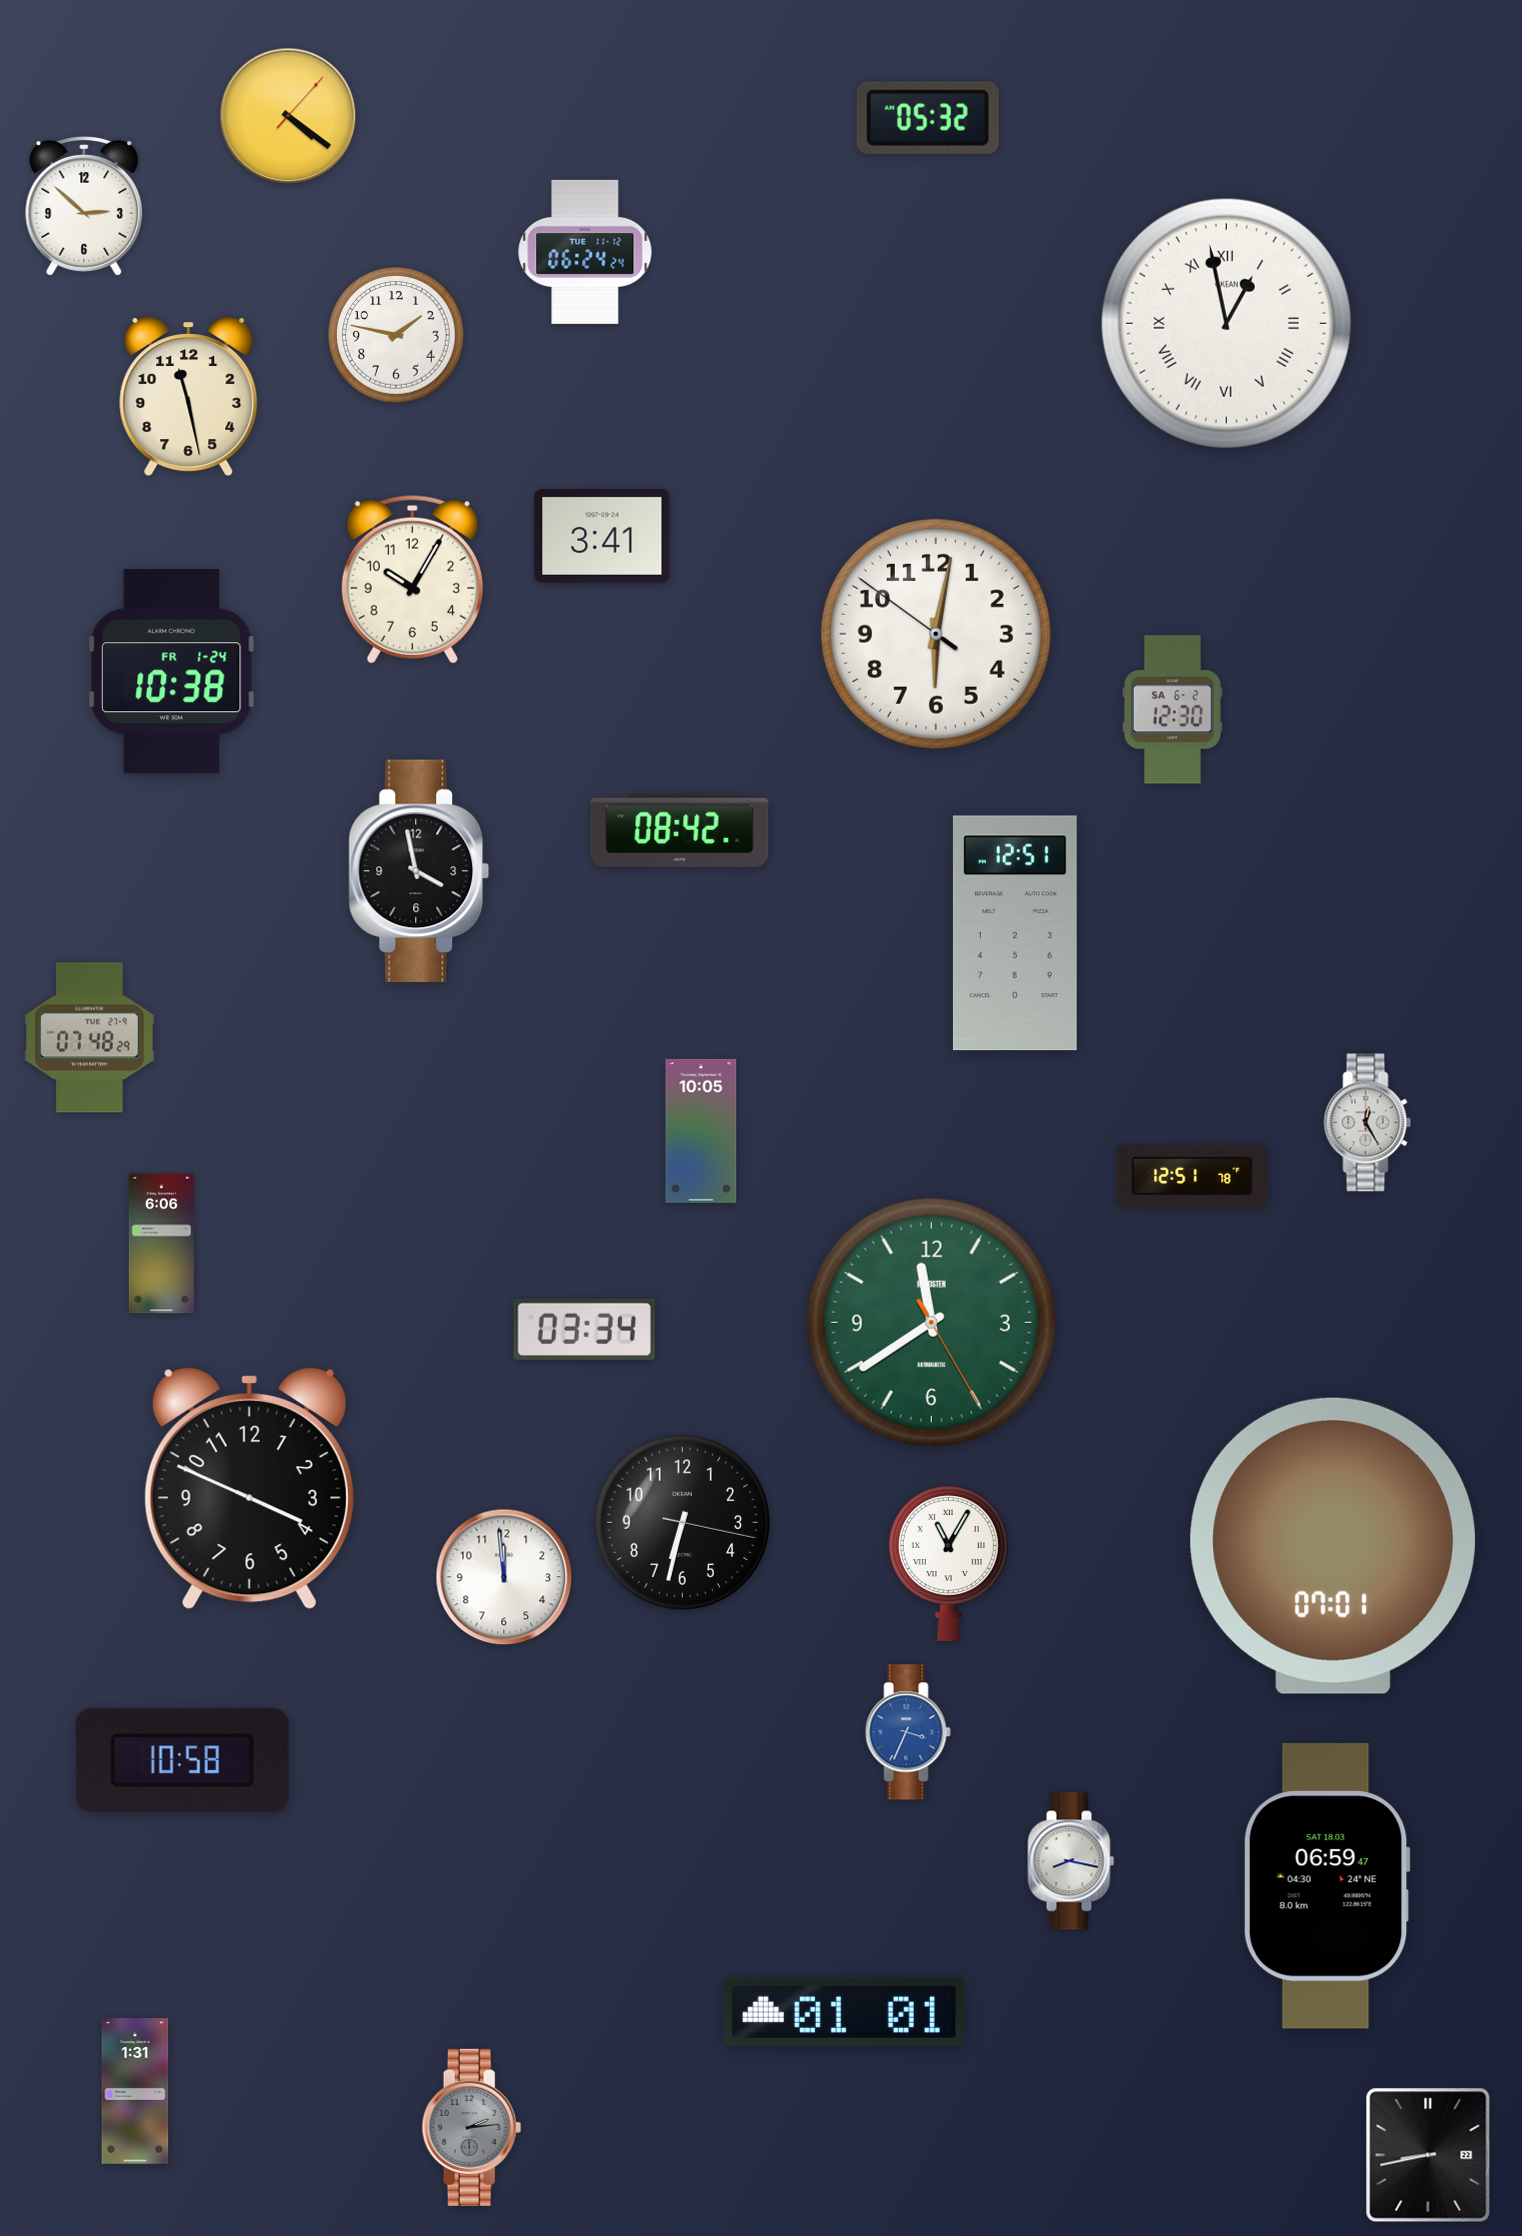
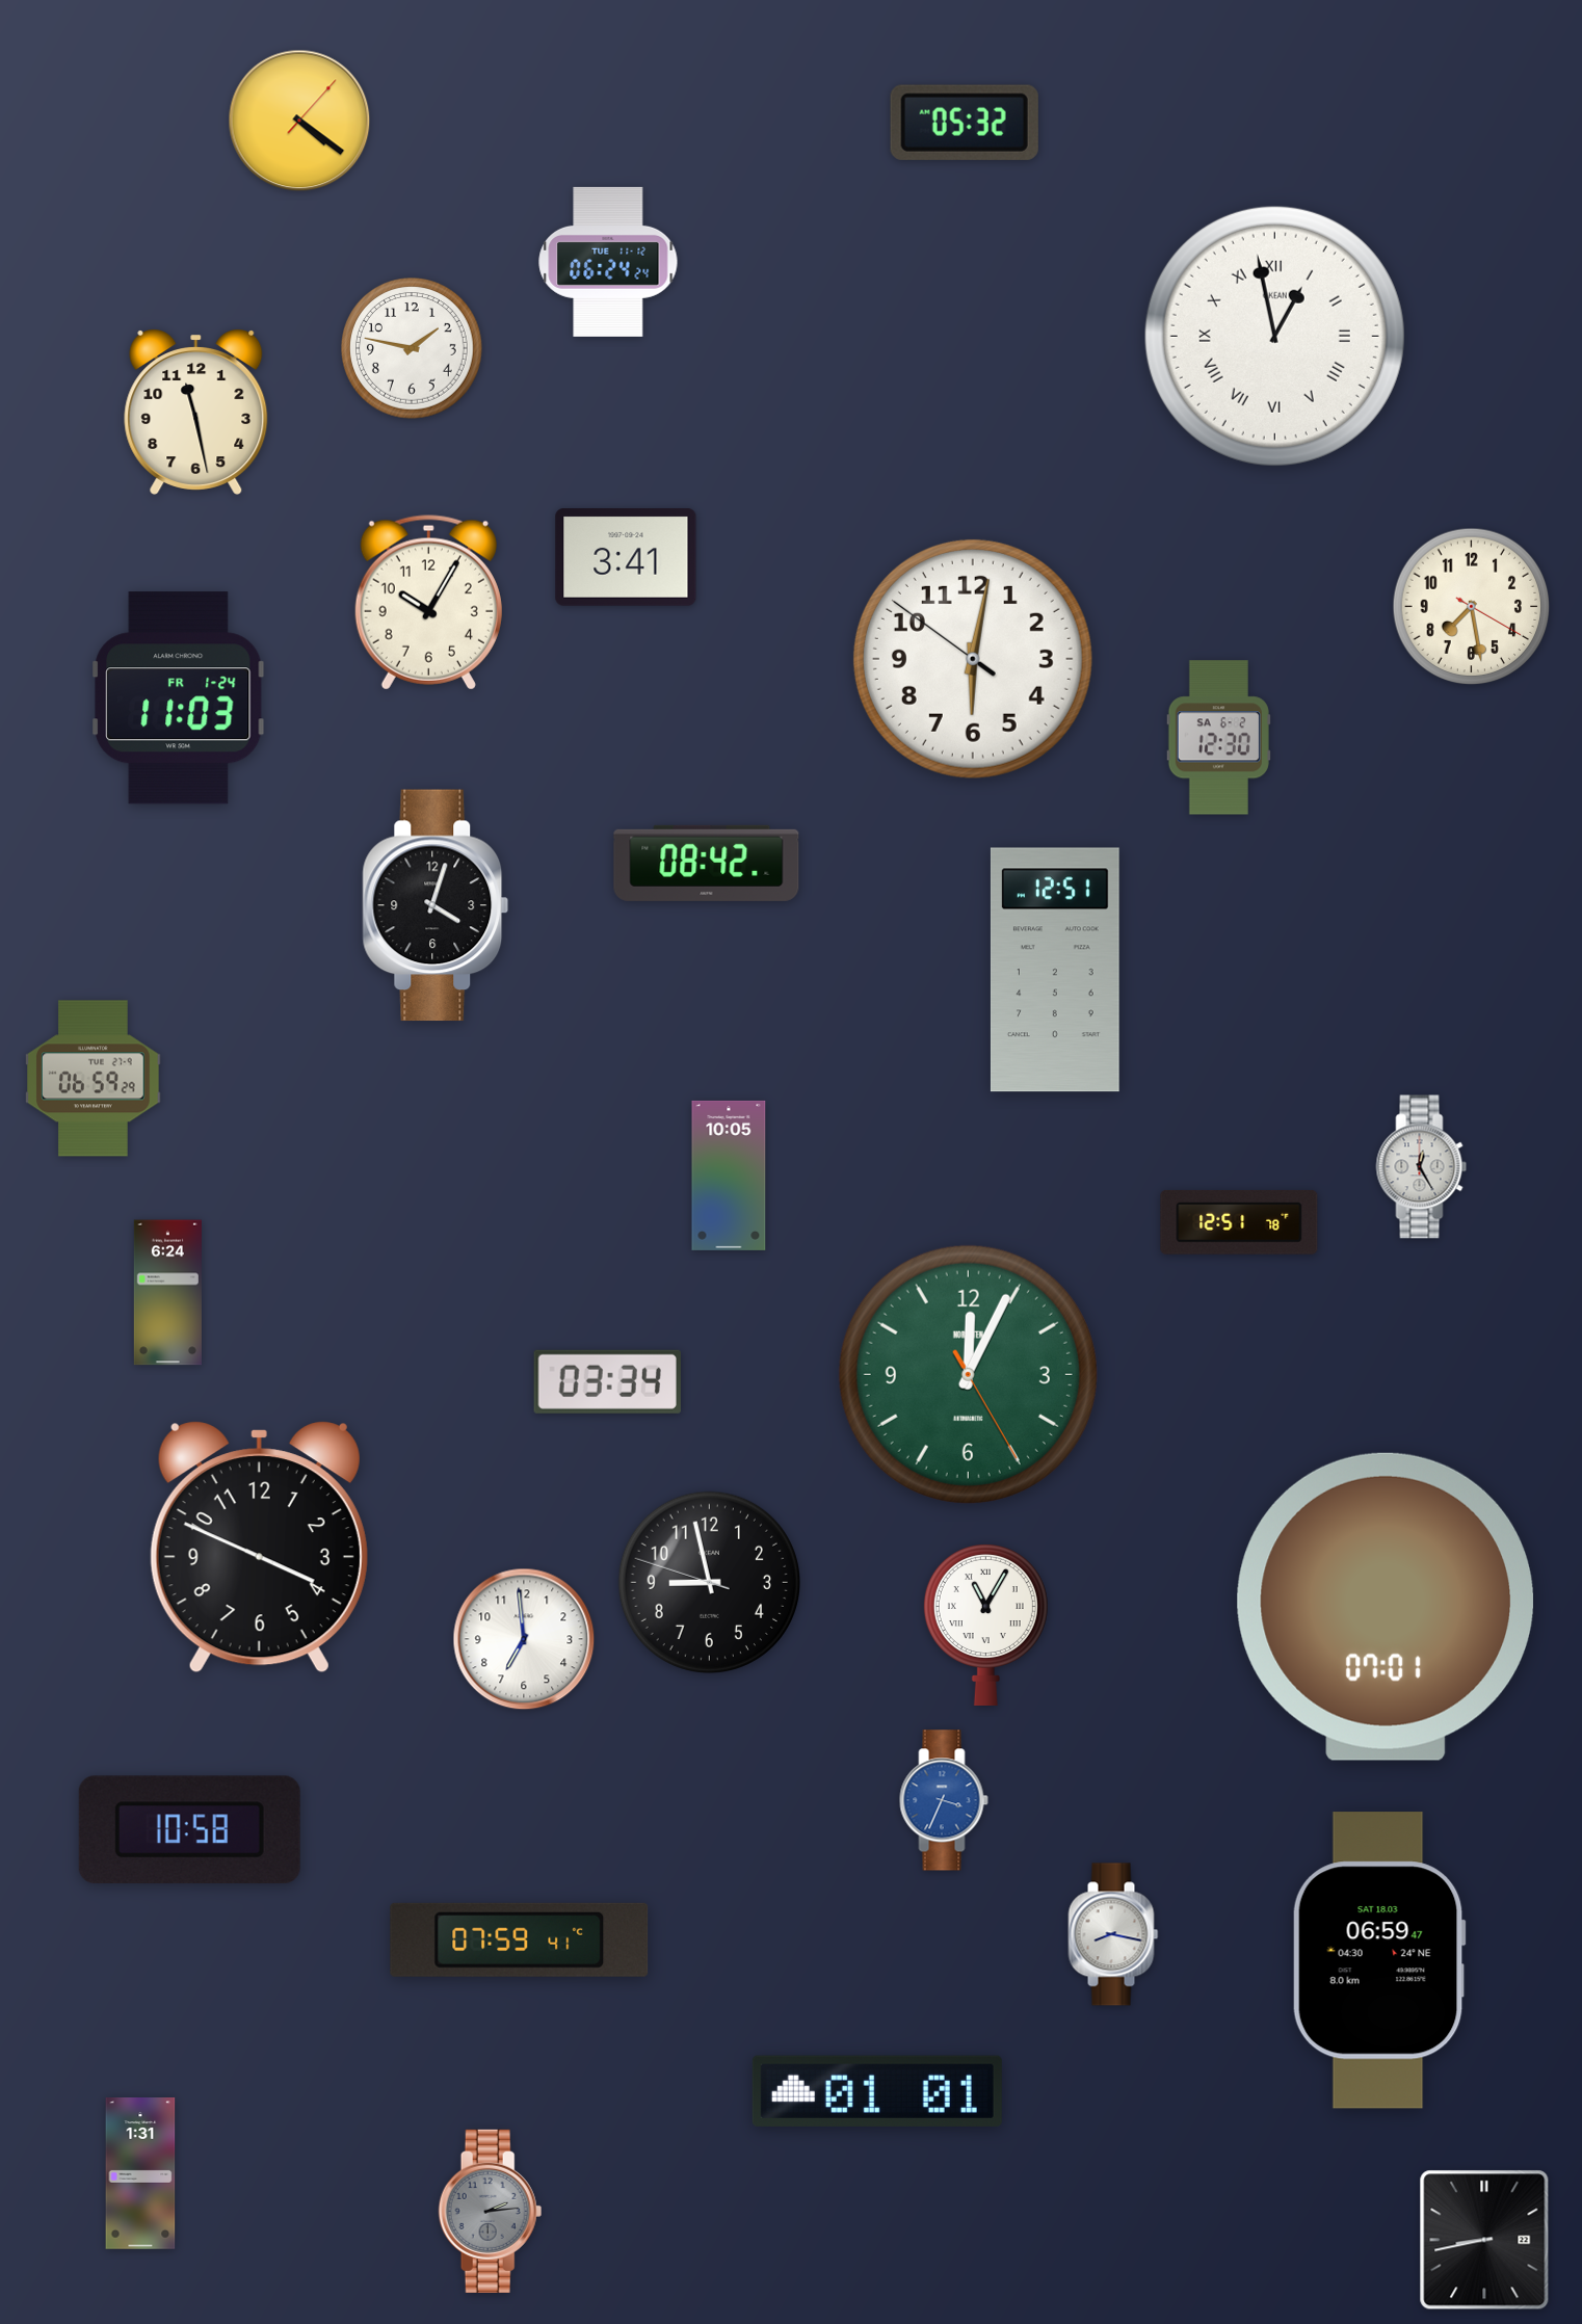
clock at (84, 207): 2:52 -> none
clock at (1472, 607): none -> 7:28
clock at (172, 672): 10:38 -> 11:03
clock at (419, 871): 3:58 -> 4:03
clock at (90, 1038): 07:48 -> 06:59
clock at (161, 1244): 6:06 -> 6:24
clock at (931, 1322): 11:39 -> 12:04
clock at (682, 1522): 6:32 -> 8:57
clock at (504, 1577): 11:59 -> 6:59
clock at (520, 1939): none -> 07:59
